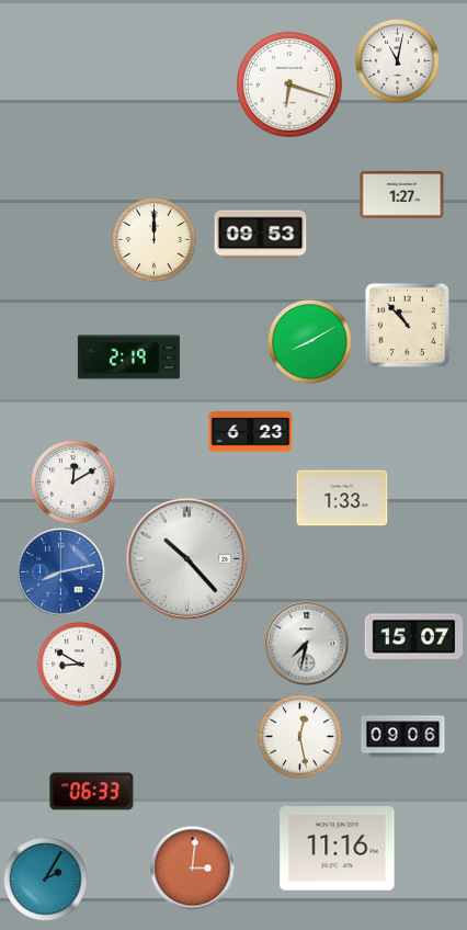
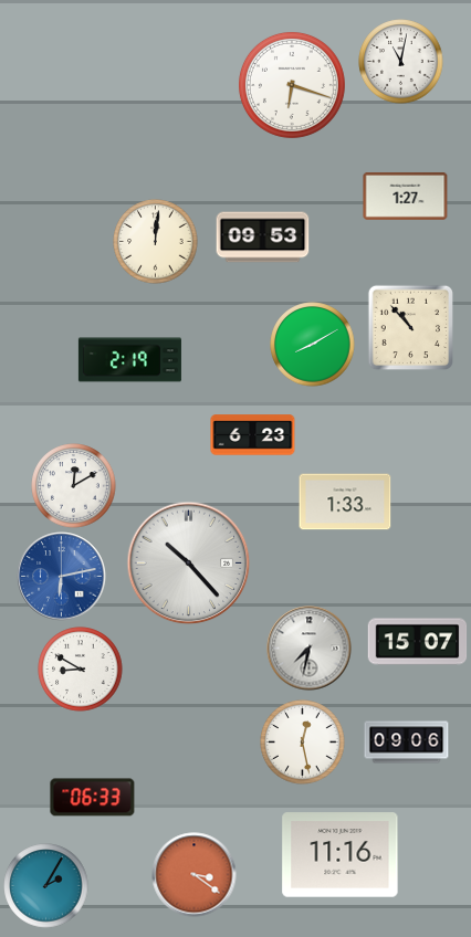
clock at (155, 240): 12:00 -> 12:01
clock at (61, 572): 8:13 -> 6:13
clock at (193, 869): 3:01 -> 3:21
